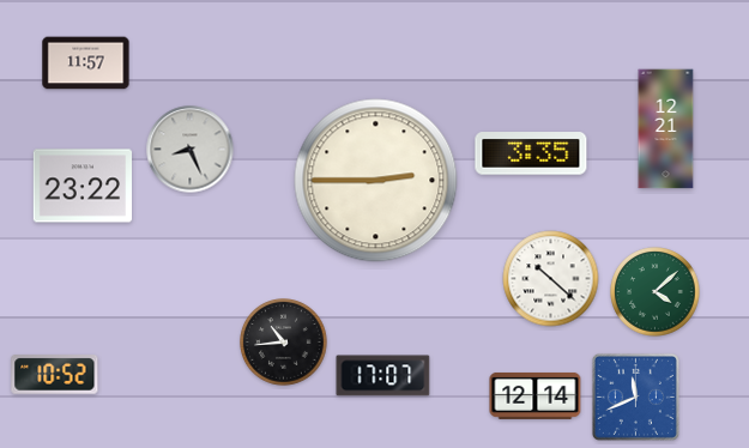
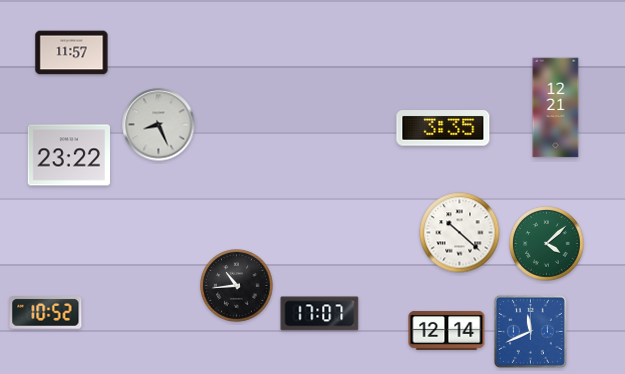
clock at (376, 181): 2:45 -> none
